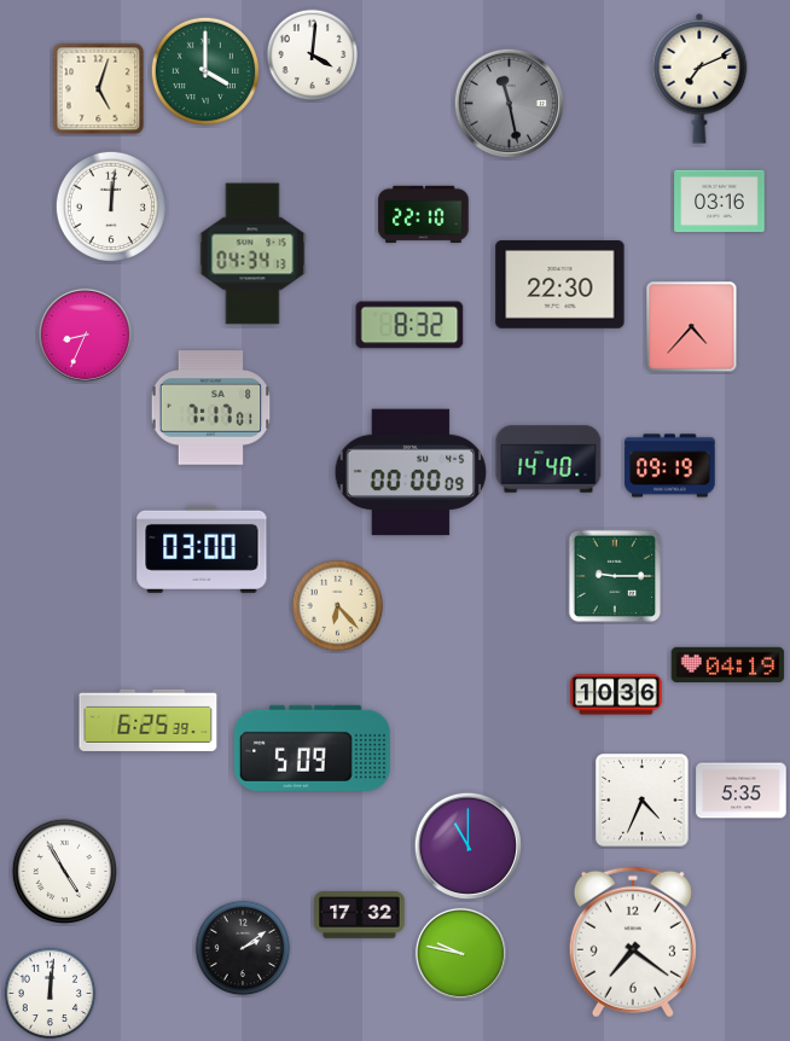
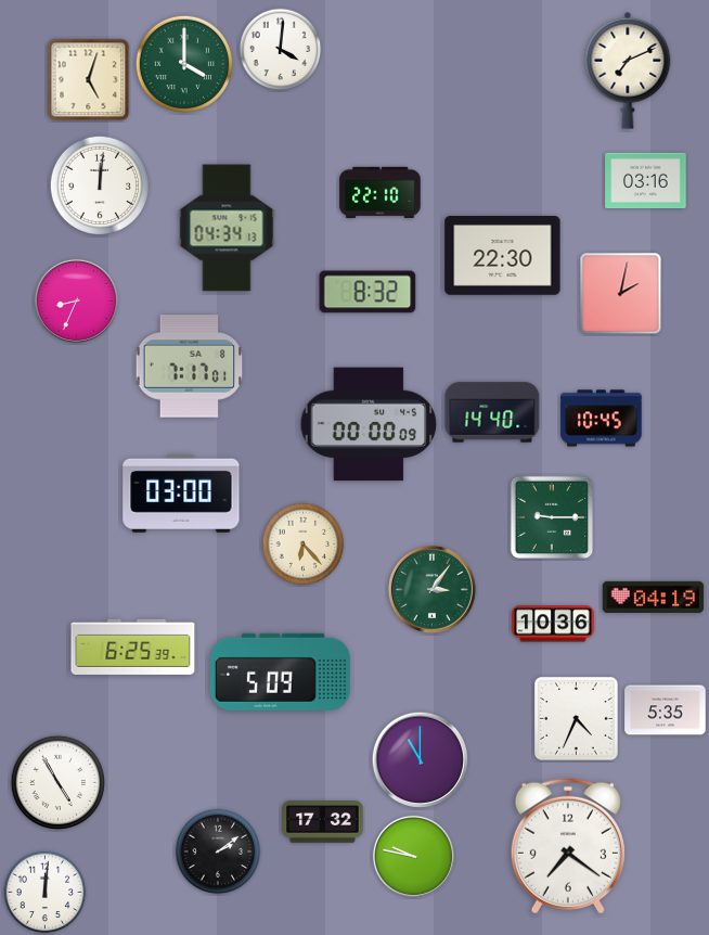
clock at (509, 103): 11:28 -> none
clock at (692, 327): 4:37 -> 2:02
clock at (670, 466): 09:19 -> 10:45
clock at (431, 589): none -> 3:06
